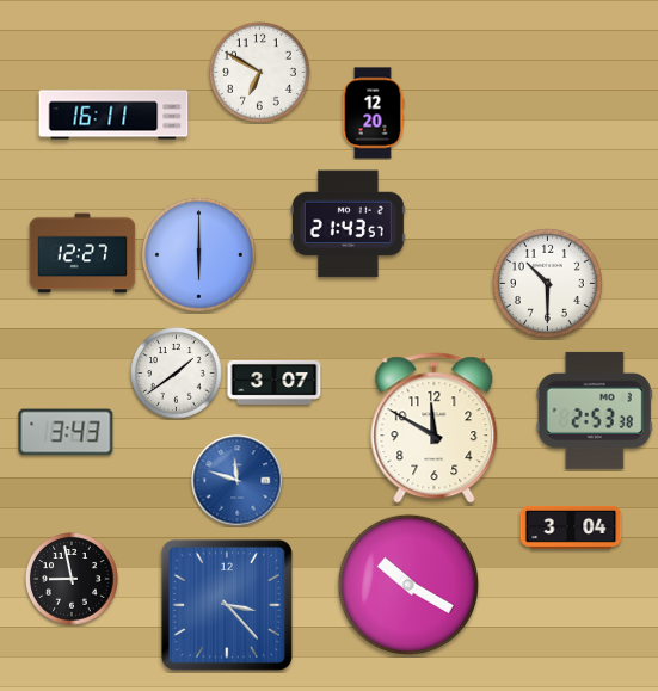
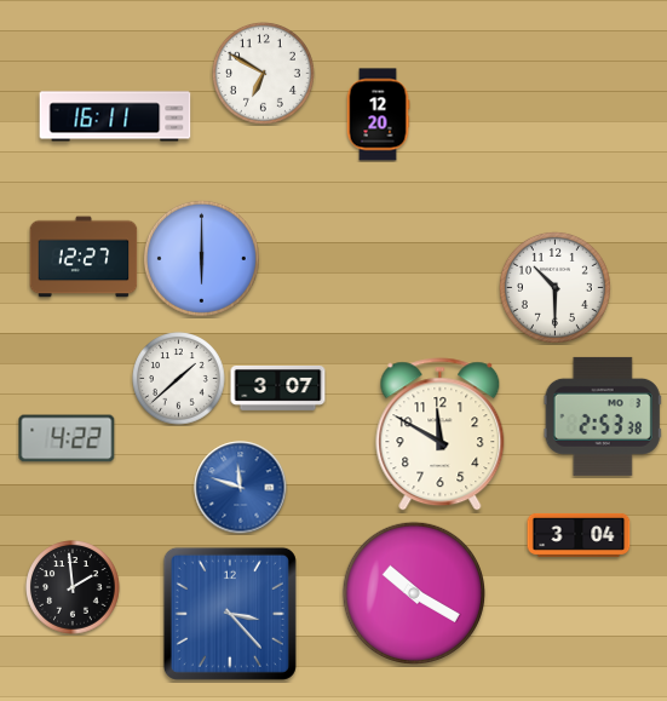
clock at (348, 224): 21:43 -> none
clock at (177, 374): 1:39 -> 1:38
clock at (66, 432): 3:43 -> 4:22
clock at (72, 579): 8:58 -> 1:59
